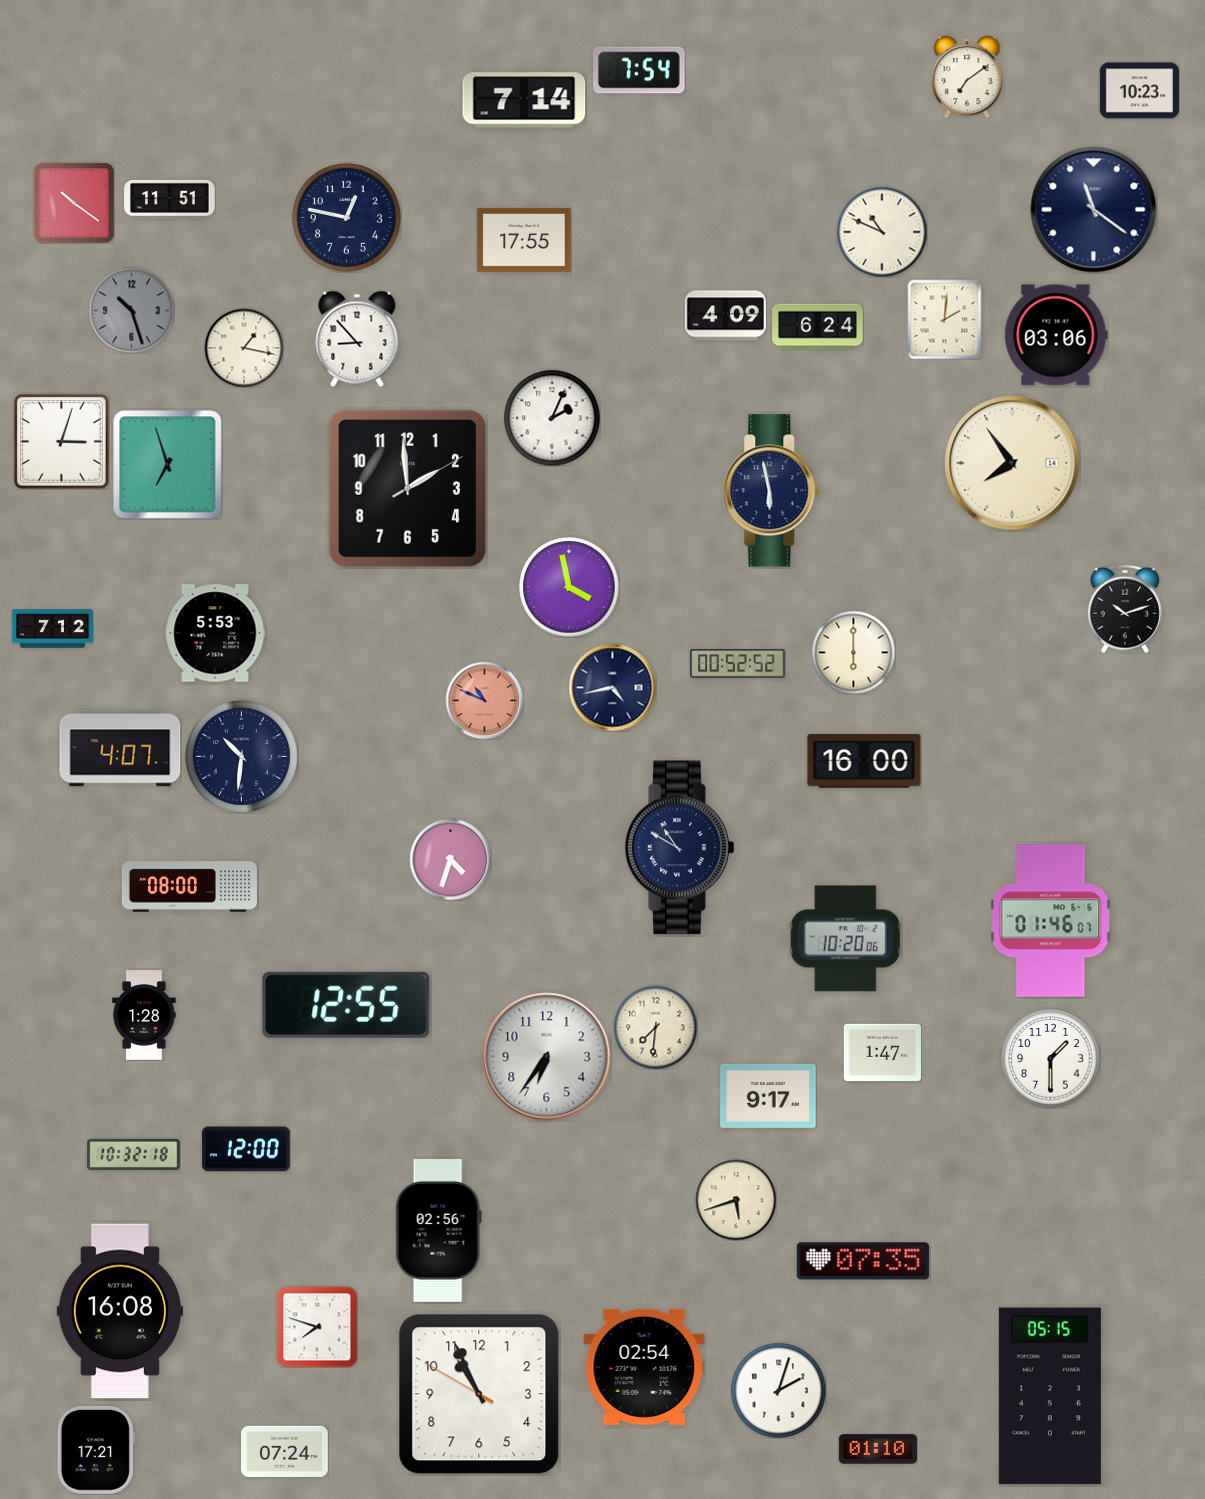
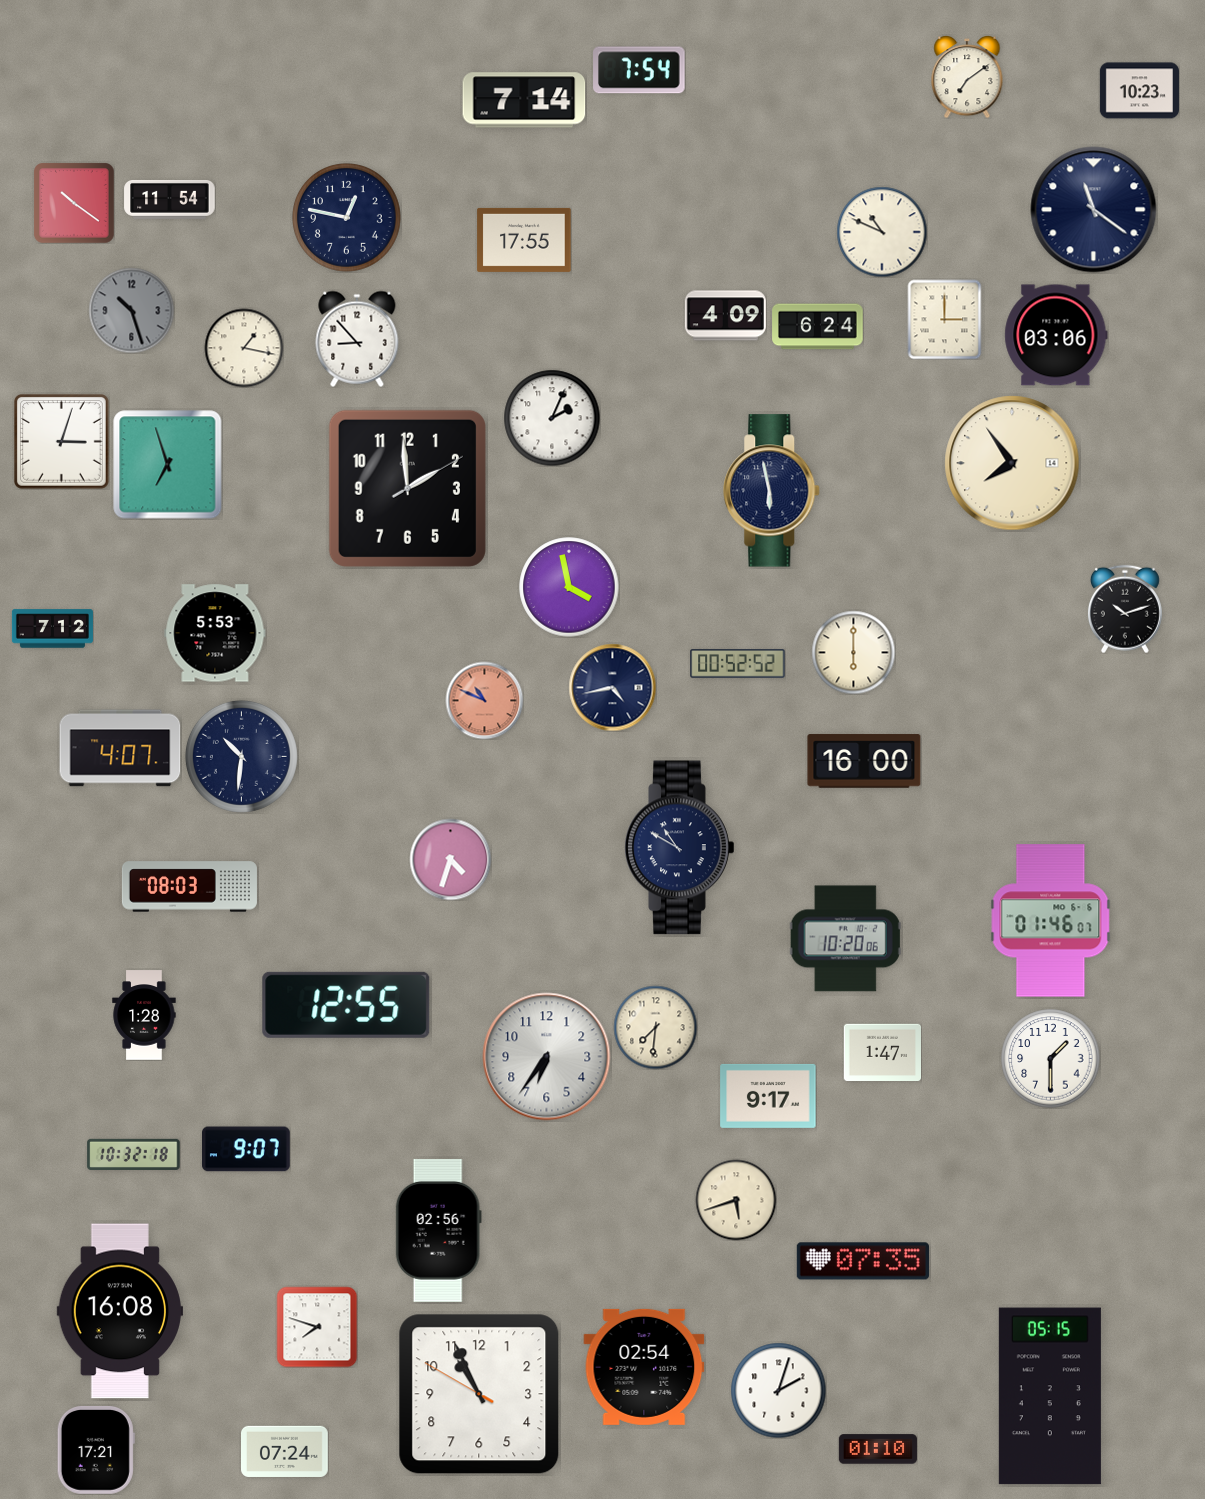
clock at (170, 199): 11:51 -> 11:54
clock at (945, 319): 2:01 -> 3:00
clock at (189, 887): 08:00 -> 08:03
clock at (247, 1149): 12:00 -> 9:07
